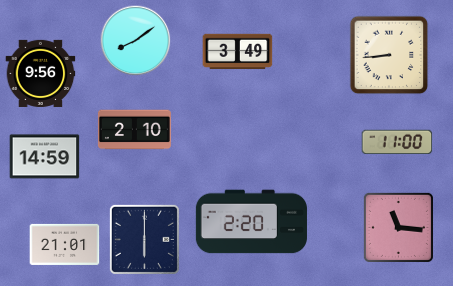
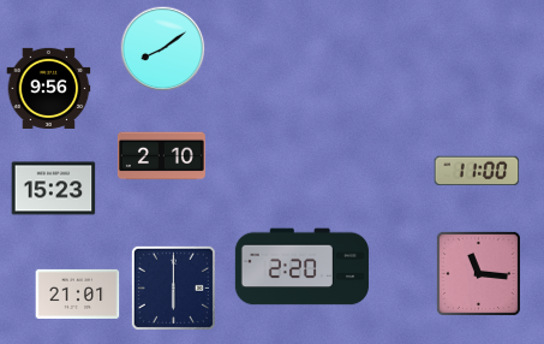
clock at (238, 52): 3:49 -> none
clock at (389, 55): 8:44 -> none
clock at (45, 157): 14:59 -> 15:23
